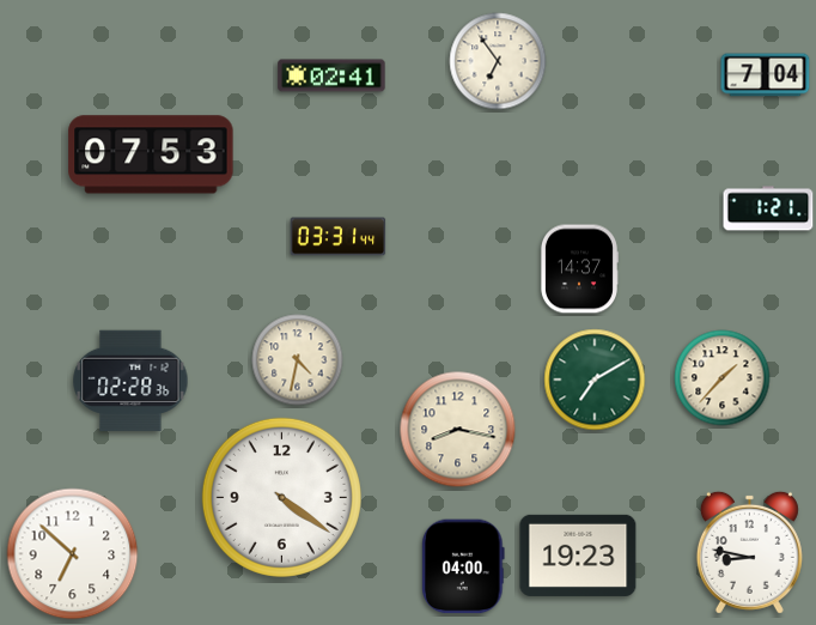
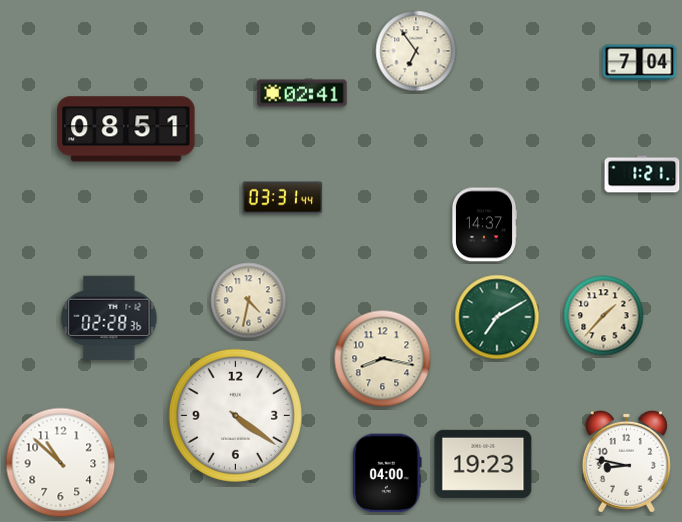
clock at (331, 75) position: (331, 75) -> (302, 93)
clock at (151, 154): 07:53 -> 08:51
clock at (73, 554): 6:52 -> 10:52
